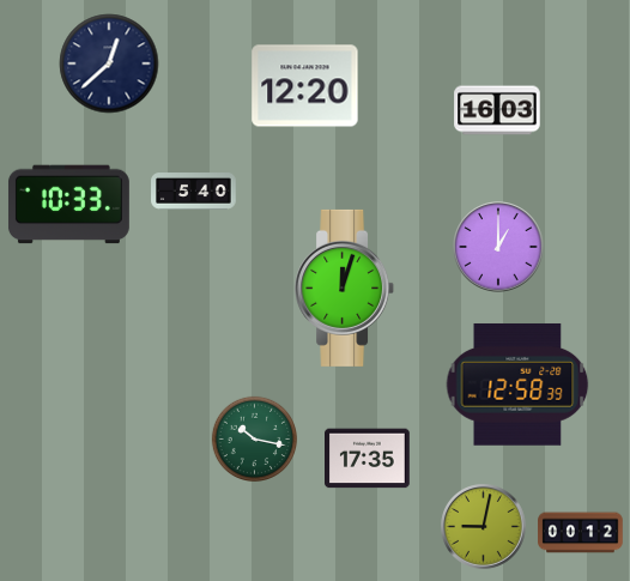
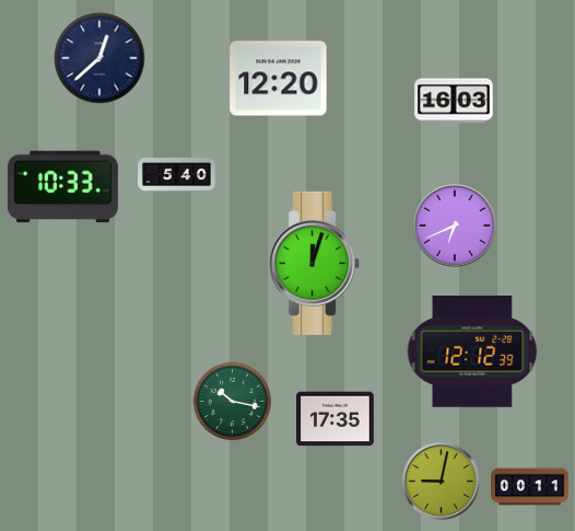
clock at (498, 247): 1:00 -> 6:41
clock at (517, 385): 12:58 -> 12:12
clock at (581, 533): 00:12 -> 00:11
